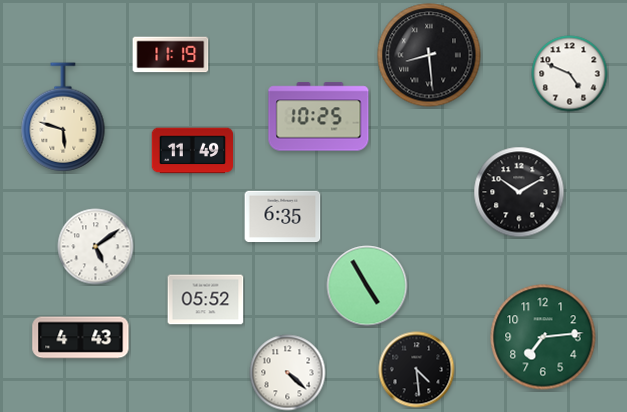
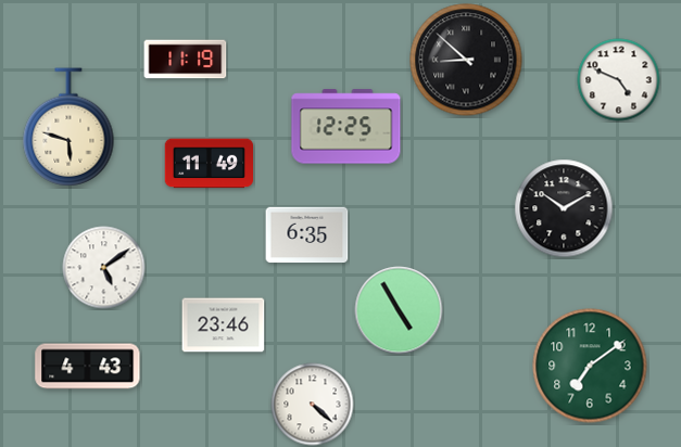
clock at (429, 55): 8:29 -> 8:52
clock at (319, 117): 10:25 -> 12:25
clock at (206, 300): 05:52 -> 23:46
clock at (543, 337): 7:14 -> 7:09
clock at (417, 370): 4:29 -> none
